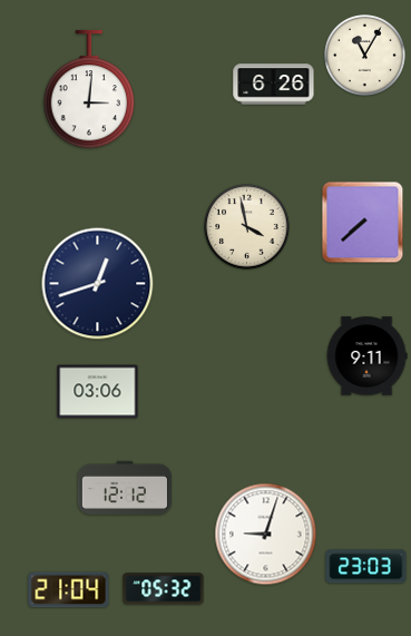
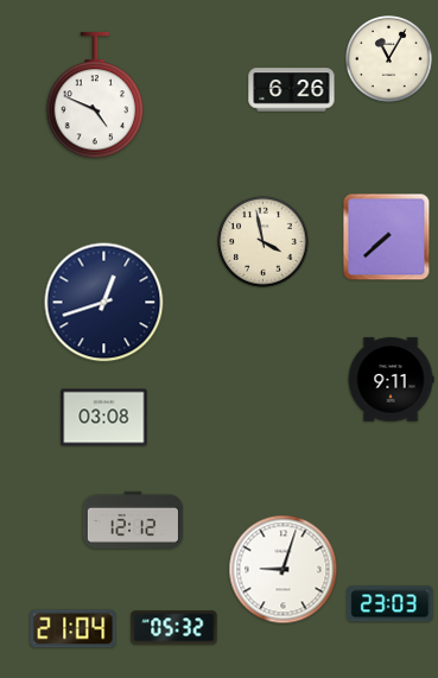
clock at (89, 89): 3:01 -> 4:49
clock at (98, 392): 03:06 -> 03:08
